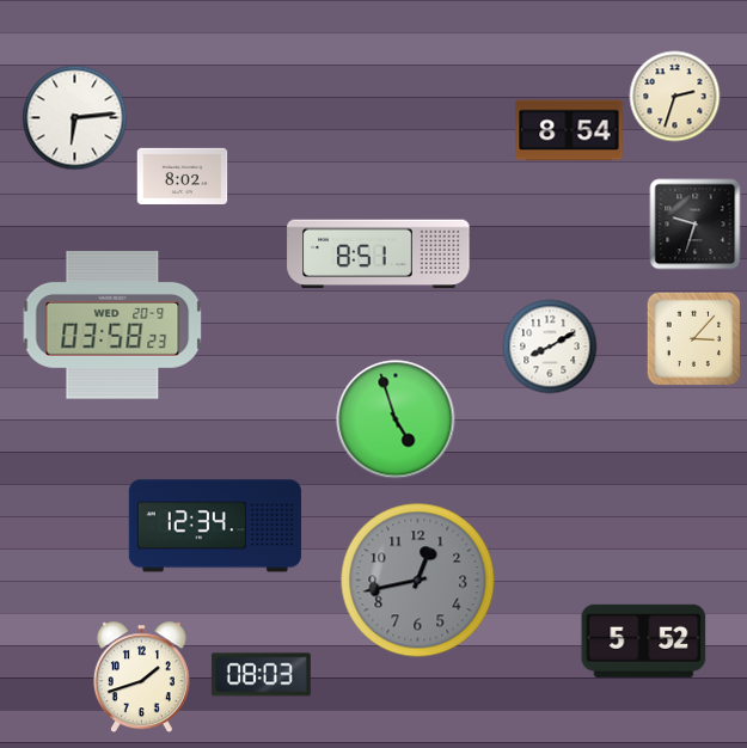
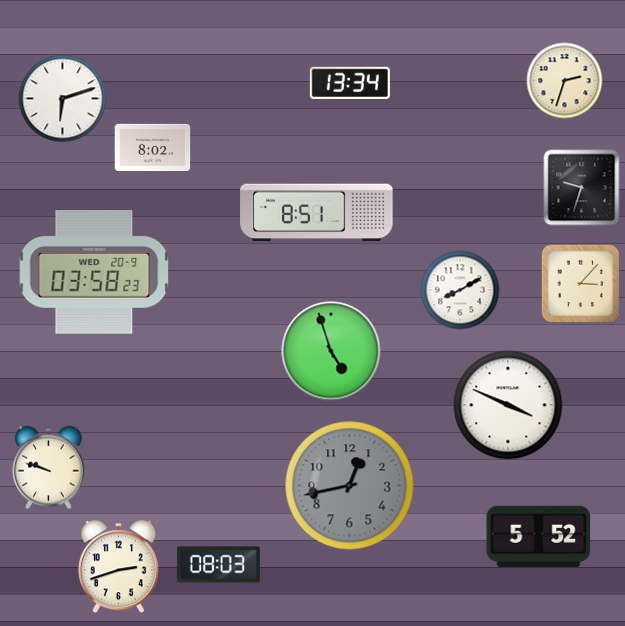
clock at (350, 83): none -> 13:34
clock at (75, 118): 6:14 -> 6:12
clock at (569, 130): 8:54 -> none
clock at (508, 405): none -> 3:49
clock at (215, 526): 12:34 -> none
clock at (49, 468): none -> 9:48
clock at (141, 678): 1:42 -> 2:42
